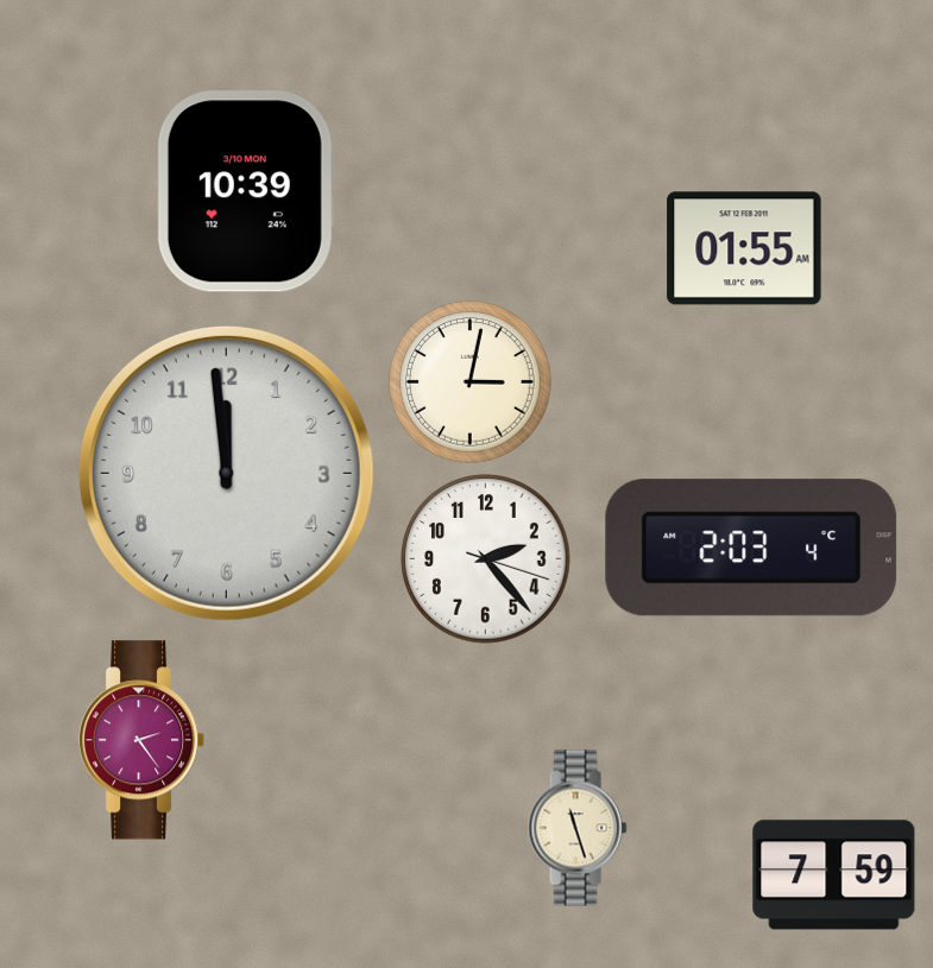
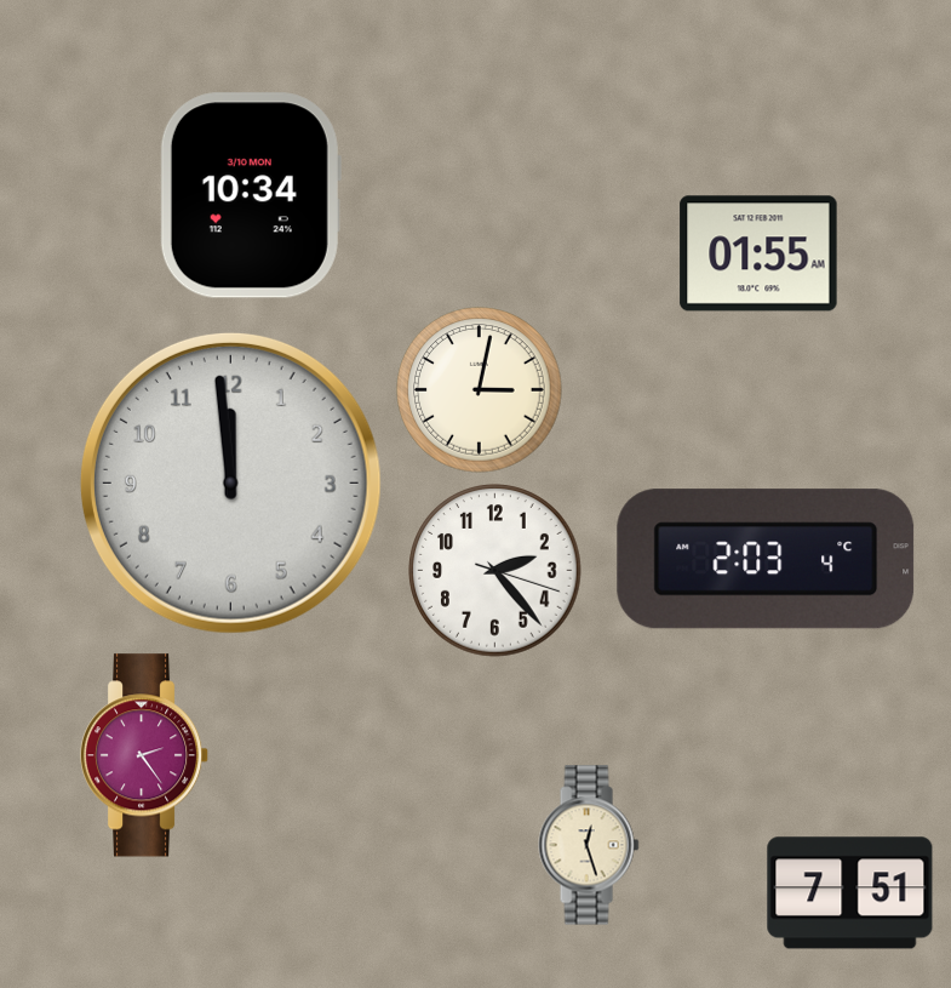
clock at (246, 191): 10:39 -> 10:34
clock at (578, 828): 11:27 -> 12:27
clock at (834, 875): 7:59 -> 7:51
